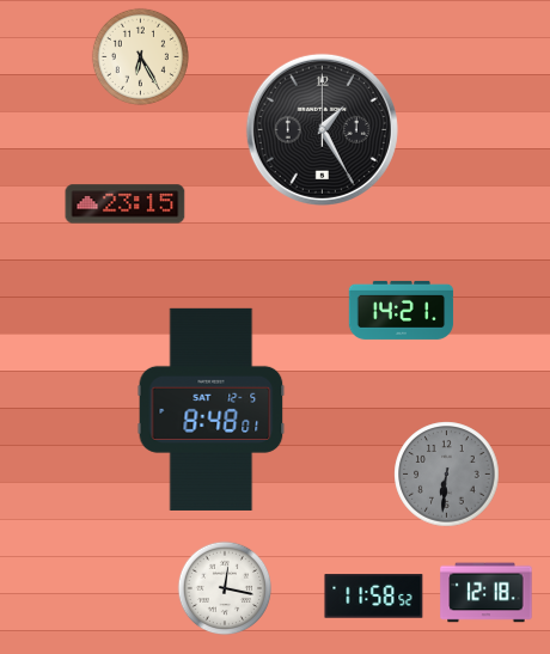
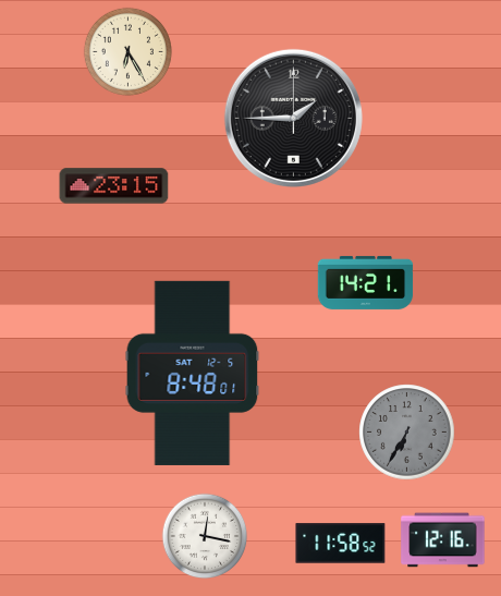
clock at (322, 129): 1:25 -> 1:45
clock at (447, 475): 6:31 -> 6:35
clock at (487, 593): 12:18 -> 12:16
